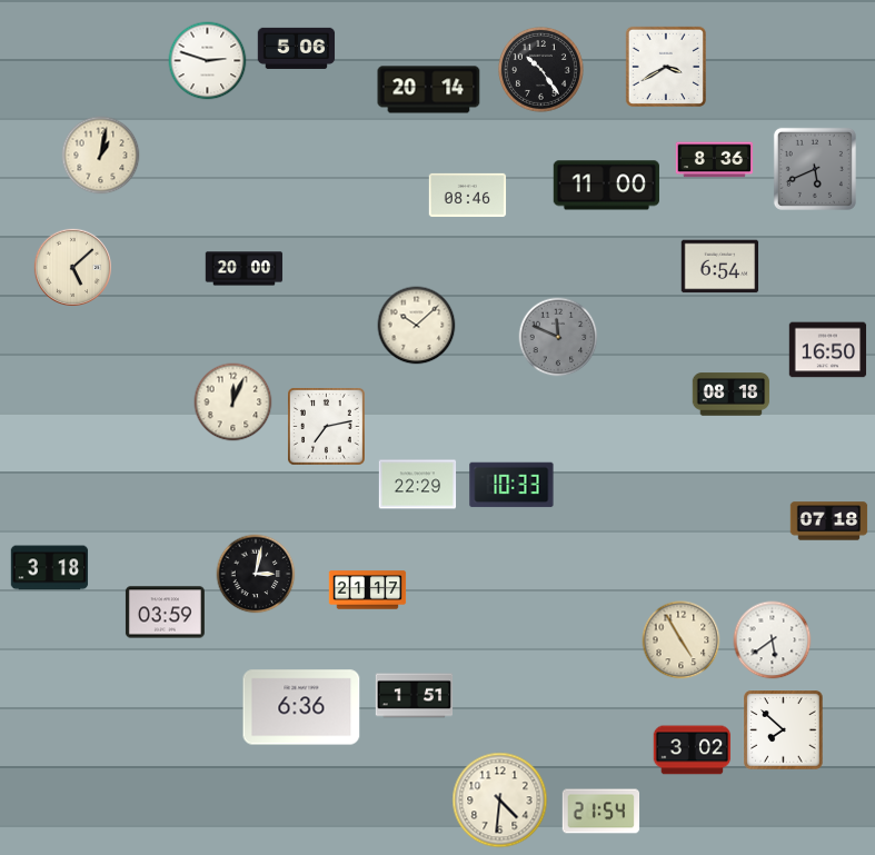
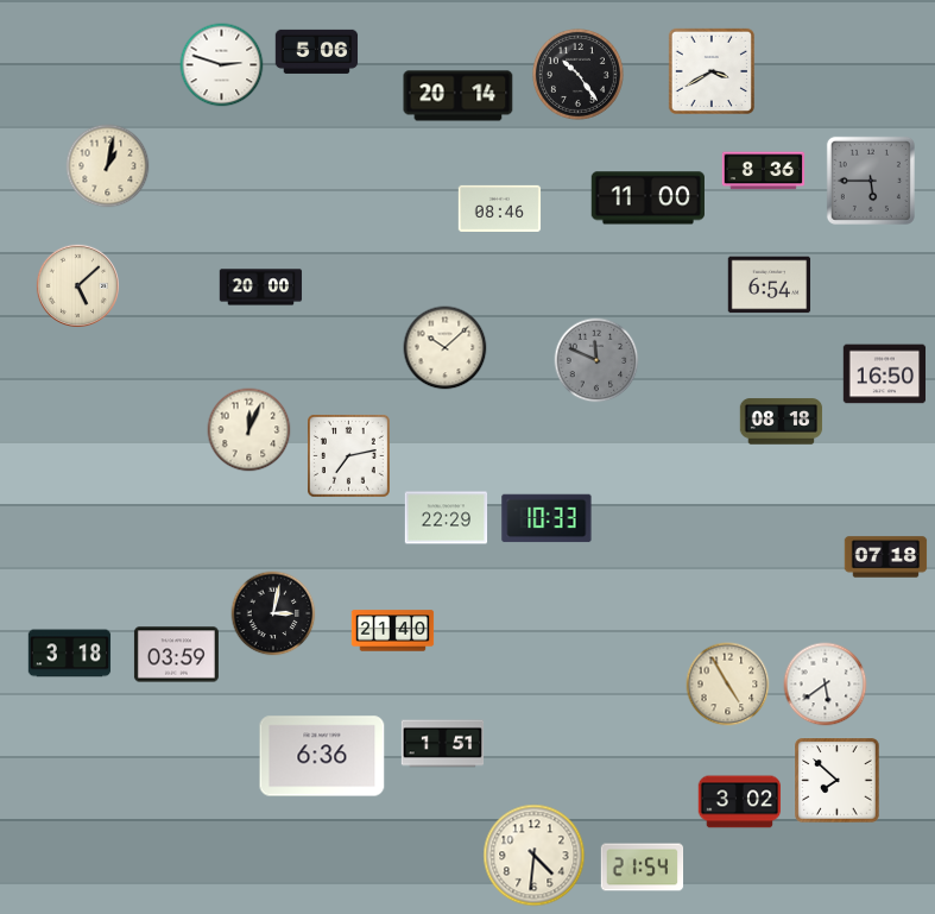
clock at (815, 169): 5:41 -> 5:45
clock at (50, 568) position: (50, 568) -> (70, 654)
clock at (368, 590): 21:17 -> 21:40
